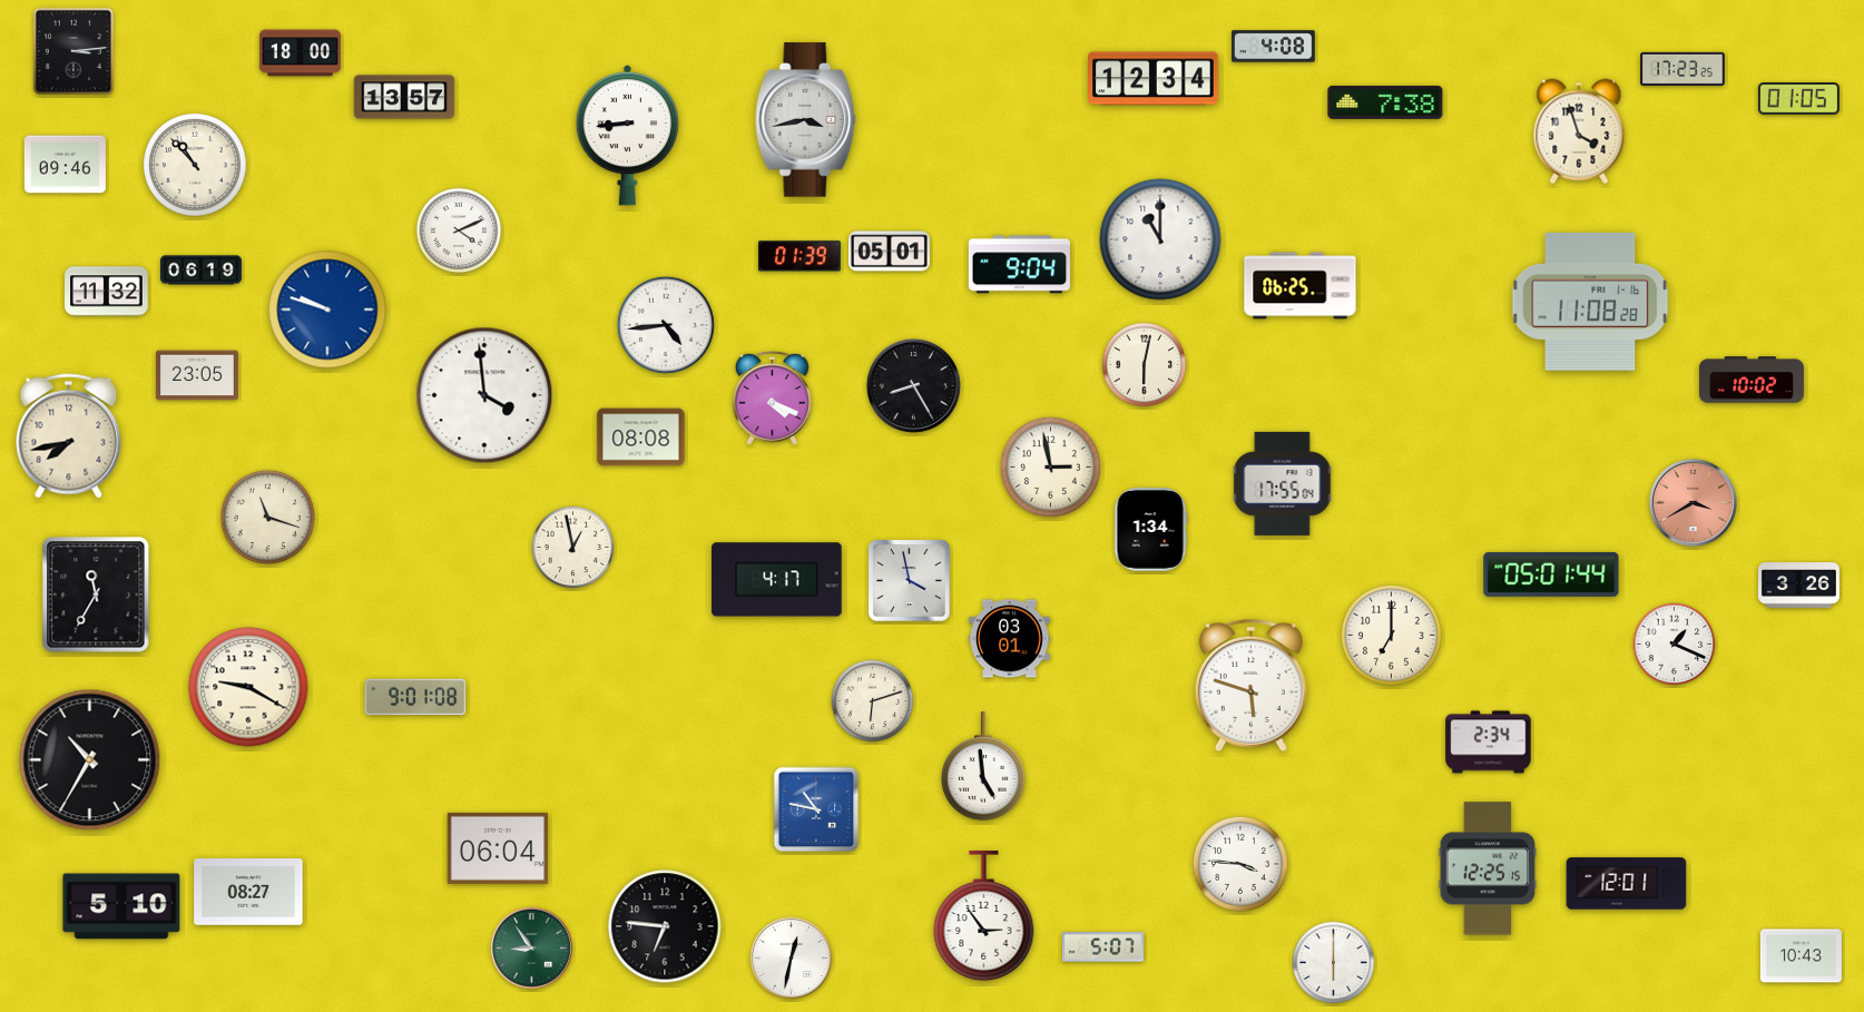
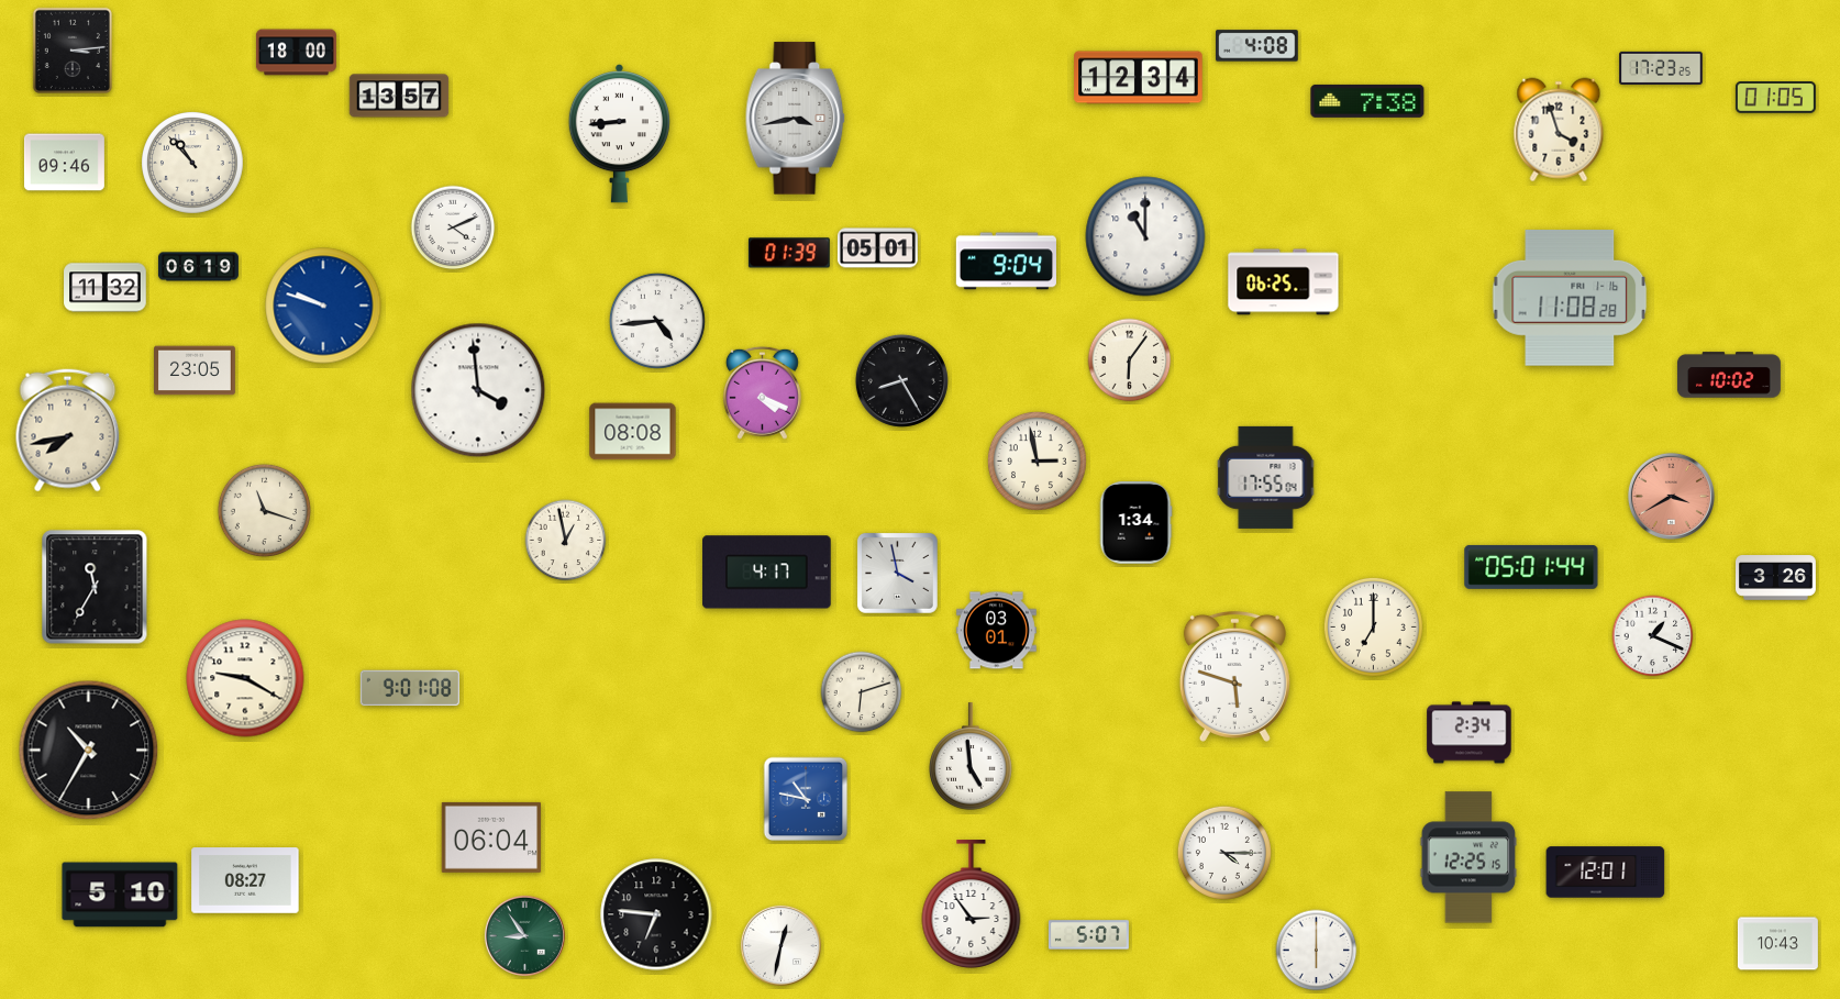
clock at (1145, 365): 6:02 -> 6:06
clock at (1240, 864): 3:46 -> 4:15
